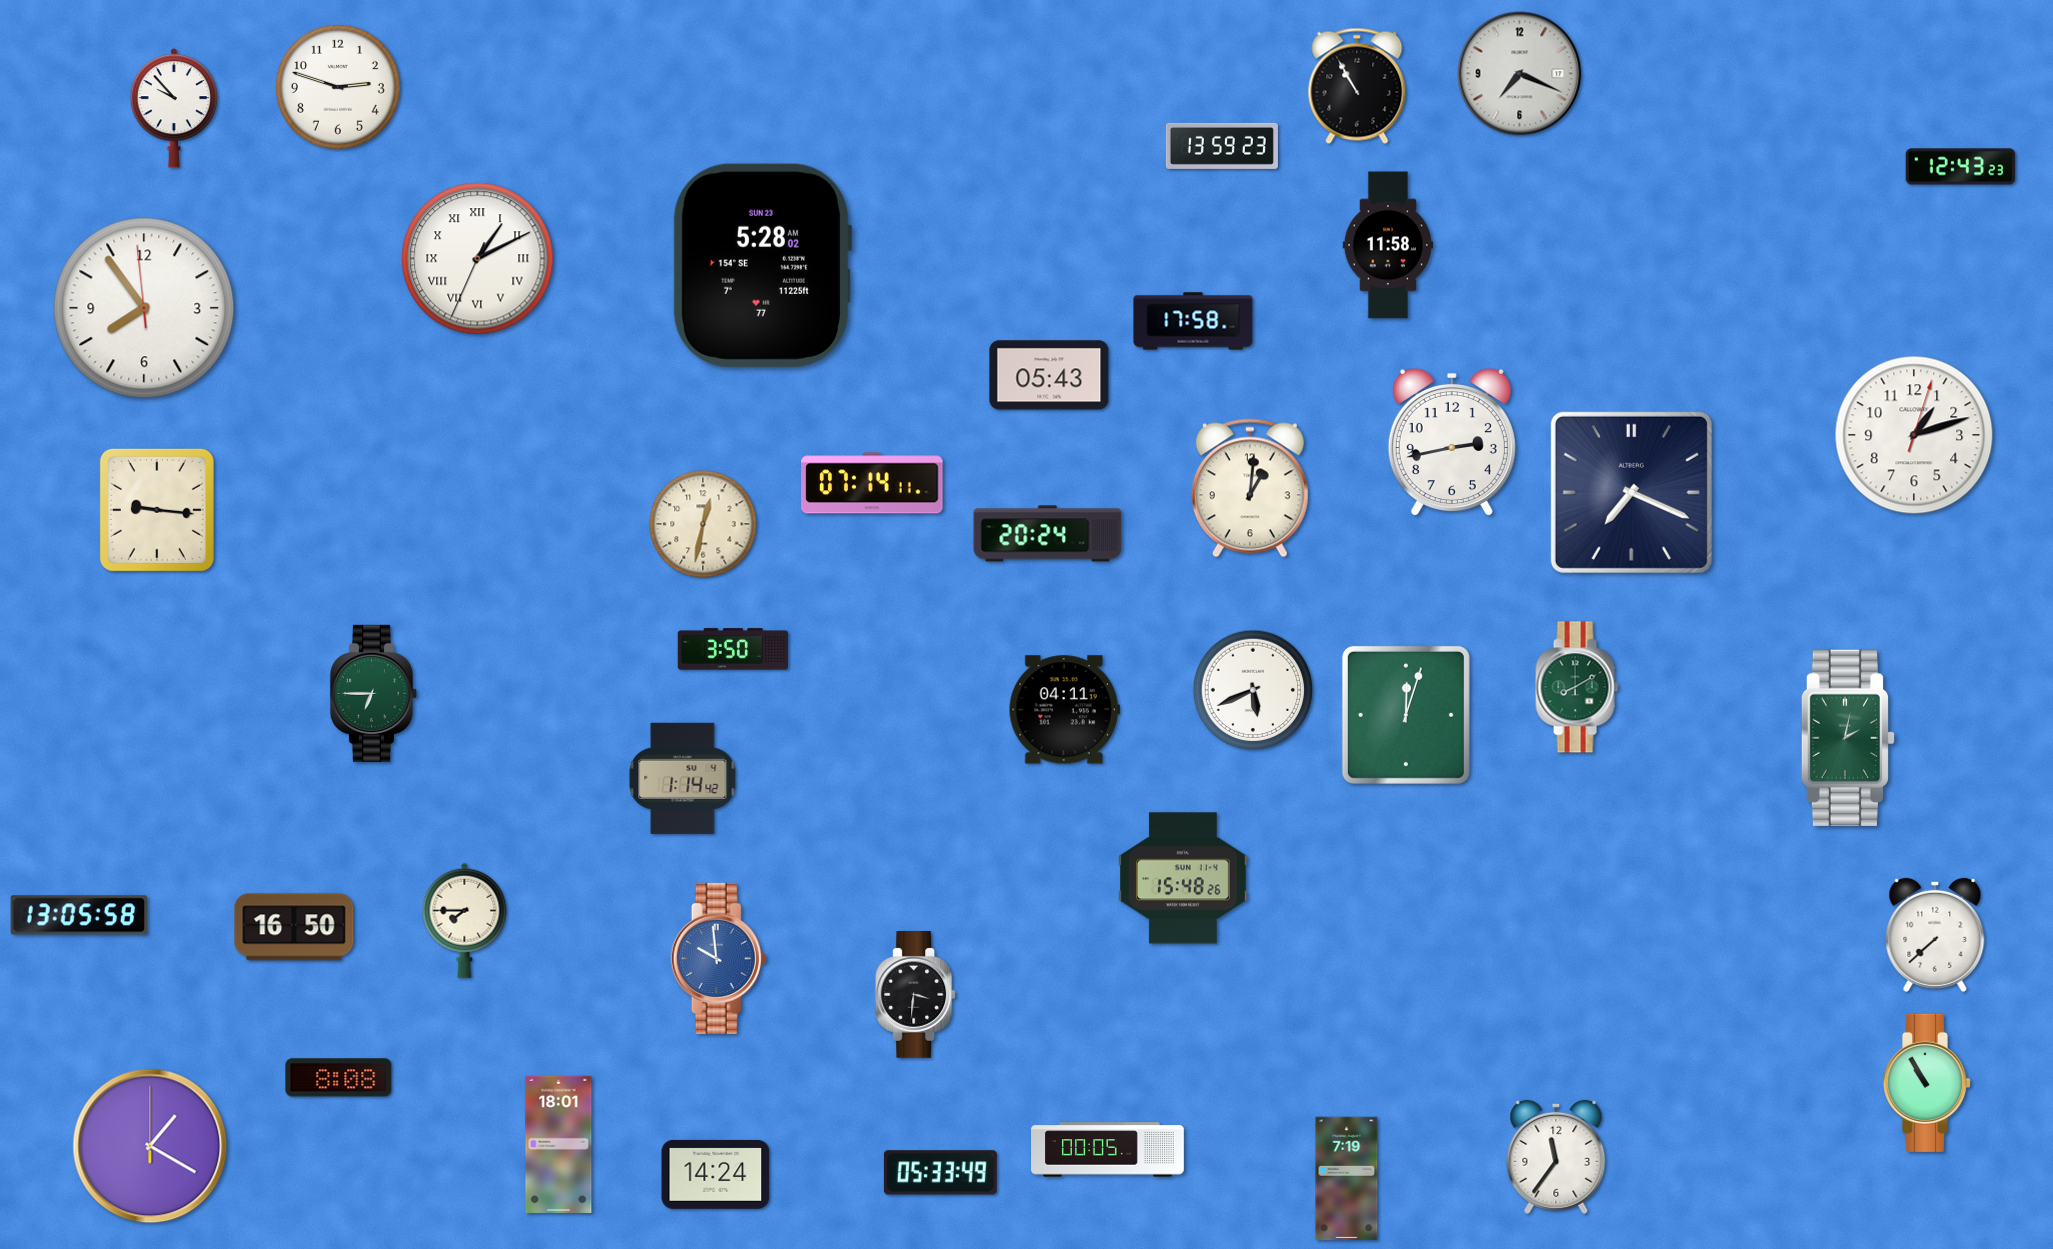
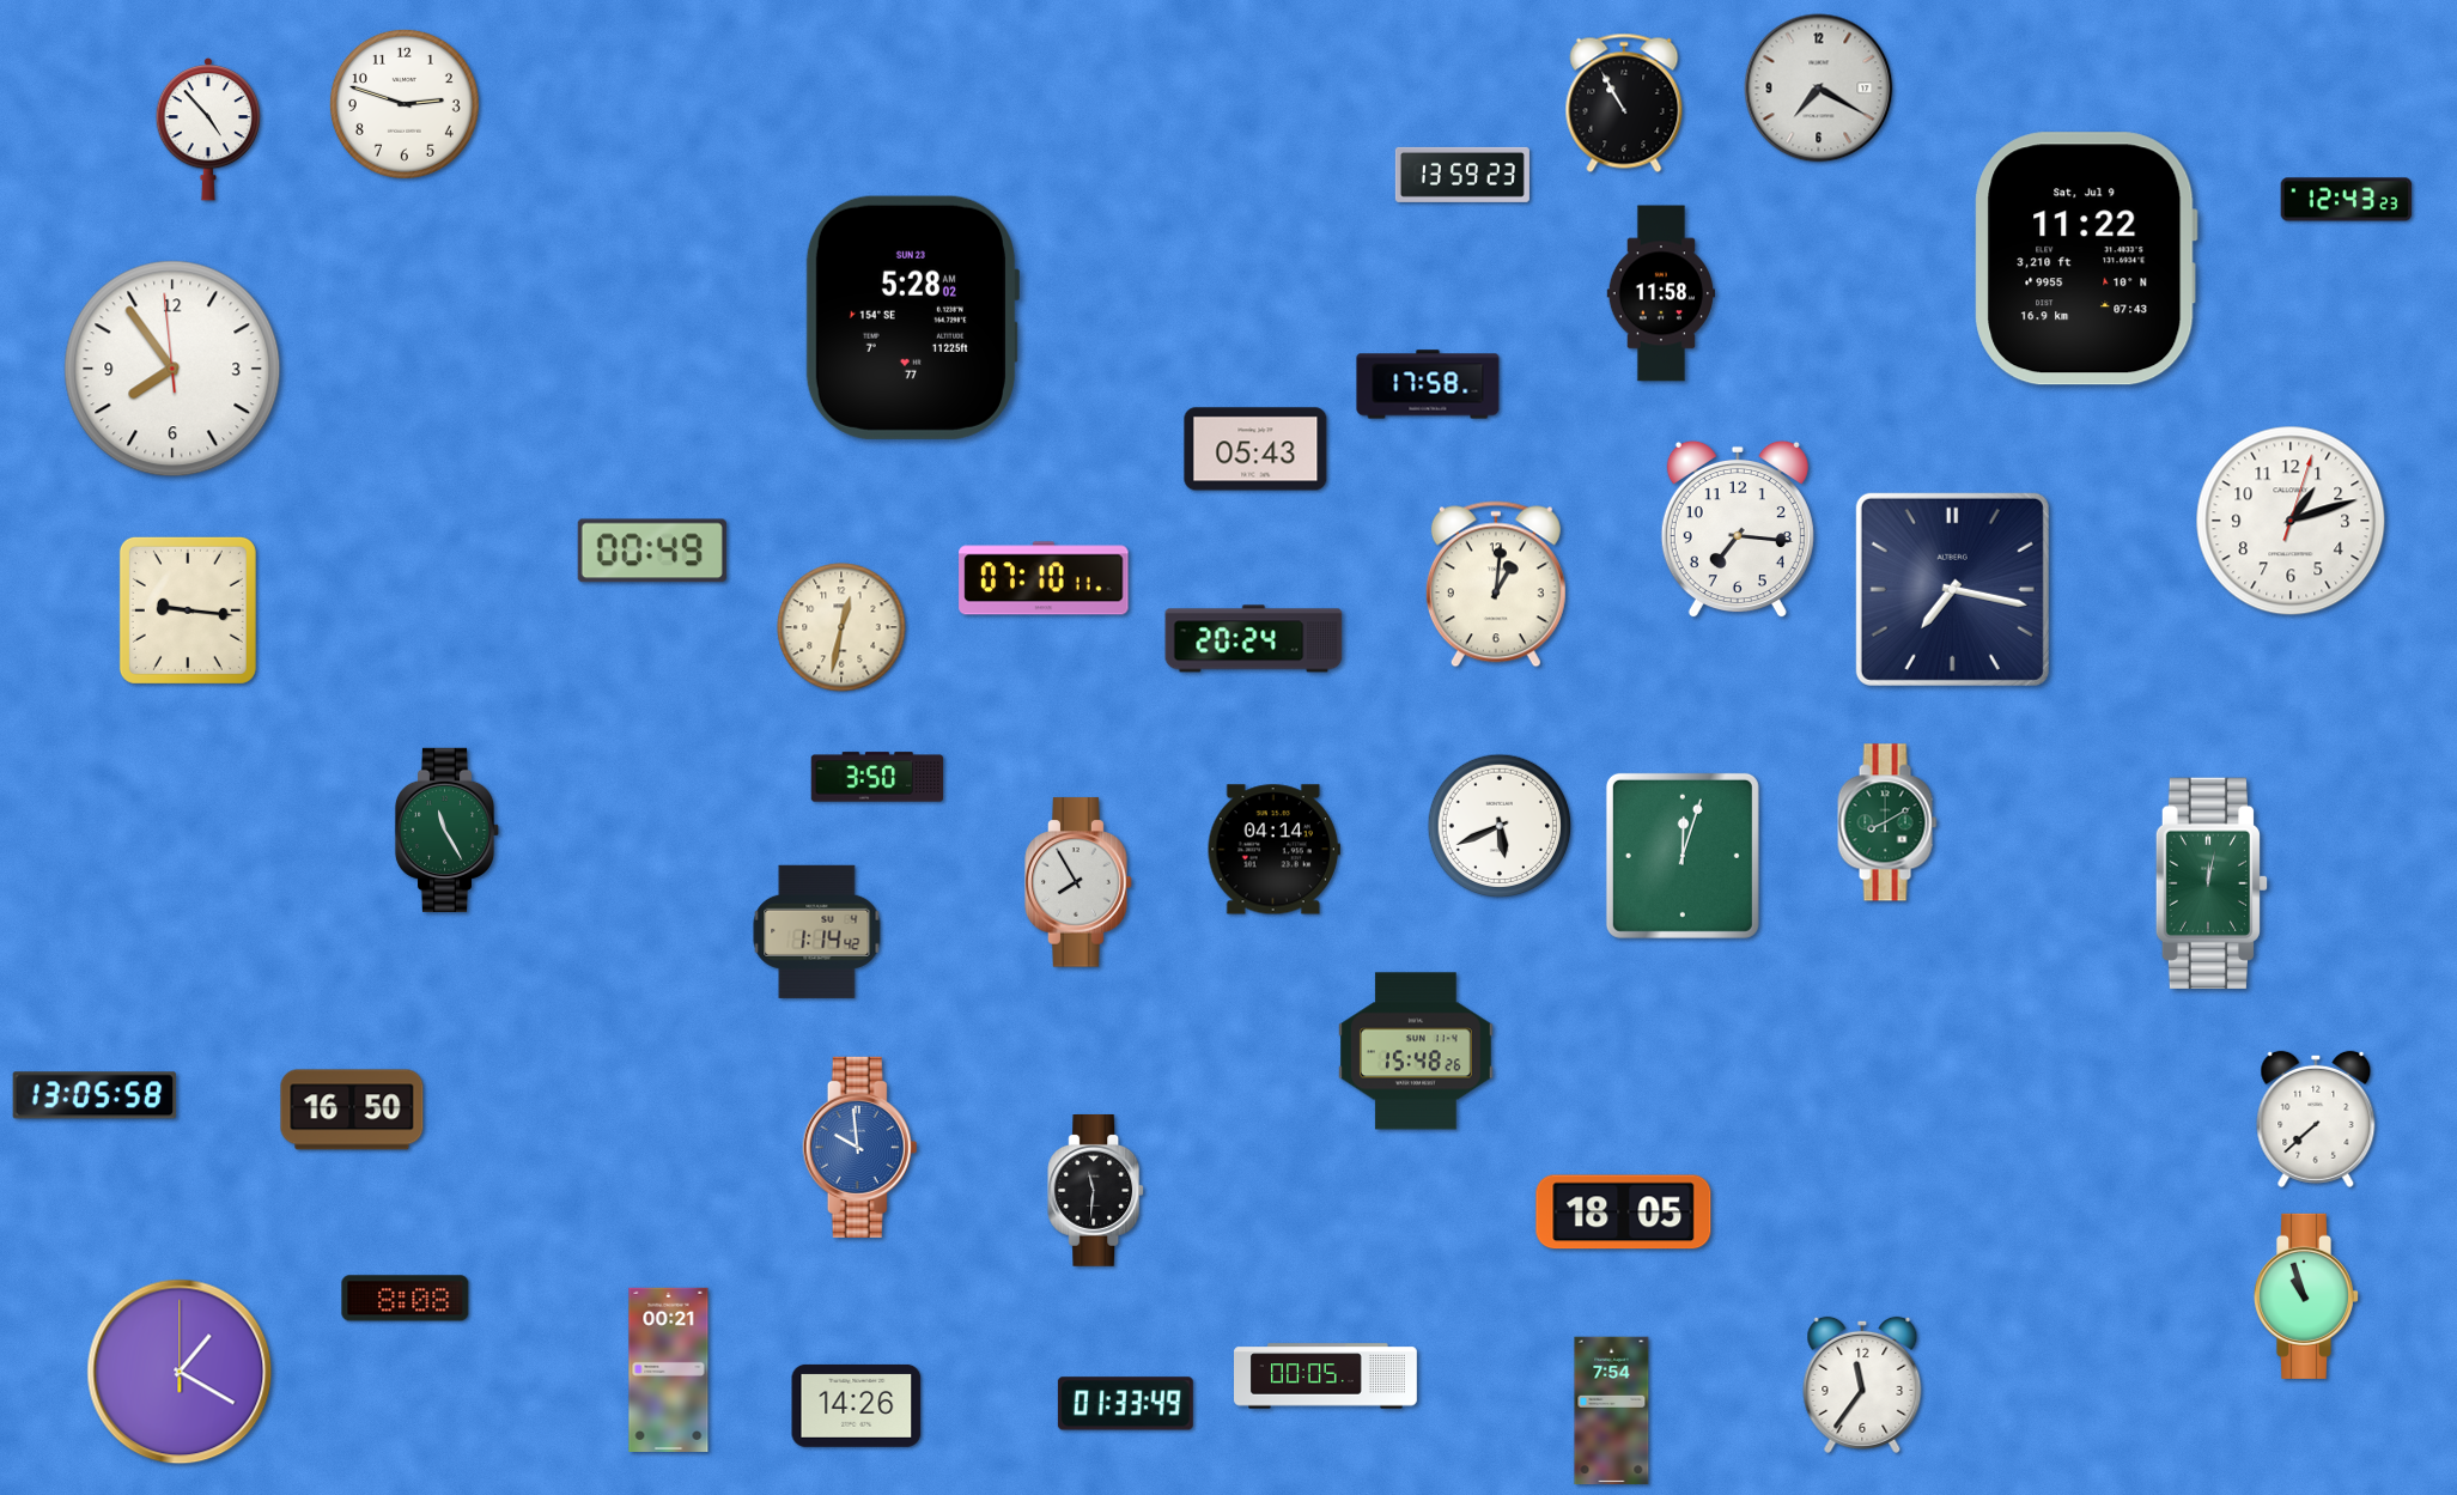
clock at (1520, 74): 7:19 -> 7:20
clock at (174, 109): 9:53 -> 4:53
clock at (2086, 259): none -> 11:22
clock at (478, 259): 1:10 -> none
clock at (1452, 442): 2:43 -> 7:16
clock at (652, 551): none -> 00:49
clock at (872, 483): 07:14 -> 07:10
clock at (1631, 492): 7:19 -> 7:17
clock at (374, 693): 6:45 -> 11:25
clock at (1064, 710): 04:11 -> 04:14
clock at (1078, 882): none -> 7:55
clock at (1848, 738): 2:02 -> 12:02
clock at (465, 920): 7:45 -> none
clock at (916, 995): 3:31 -> 11:31
clock at (1624, 1213): none -> 18:05
clock at (339, 1078) position: (339, 1078) -> (406, 1299)
clock at (1926, 1083): 10:55 -> 10:57
clock at (559, 1144): 18:01 -> 00:21
clock at (940, 1173): 05:33 -> 01:33
clock at (716, 1174): 14:24 -> 14:26
clock at (1347, 1179): 7:19 -> 7:54
